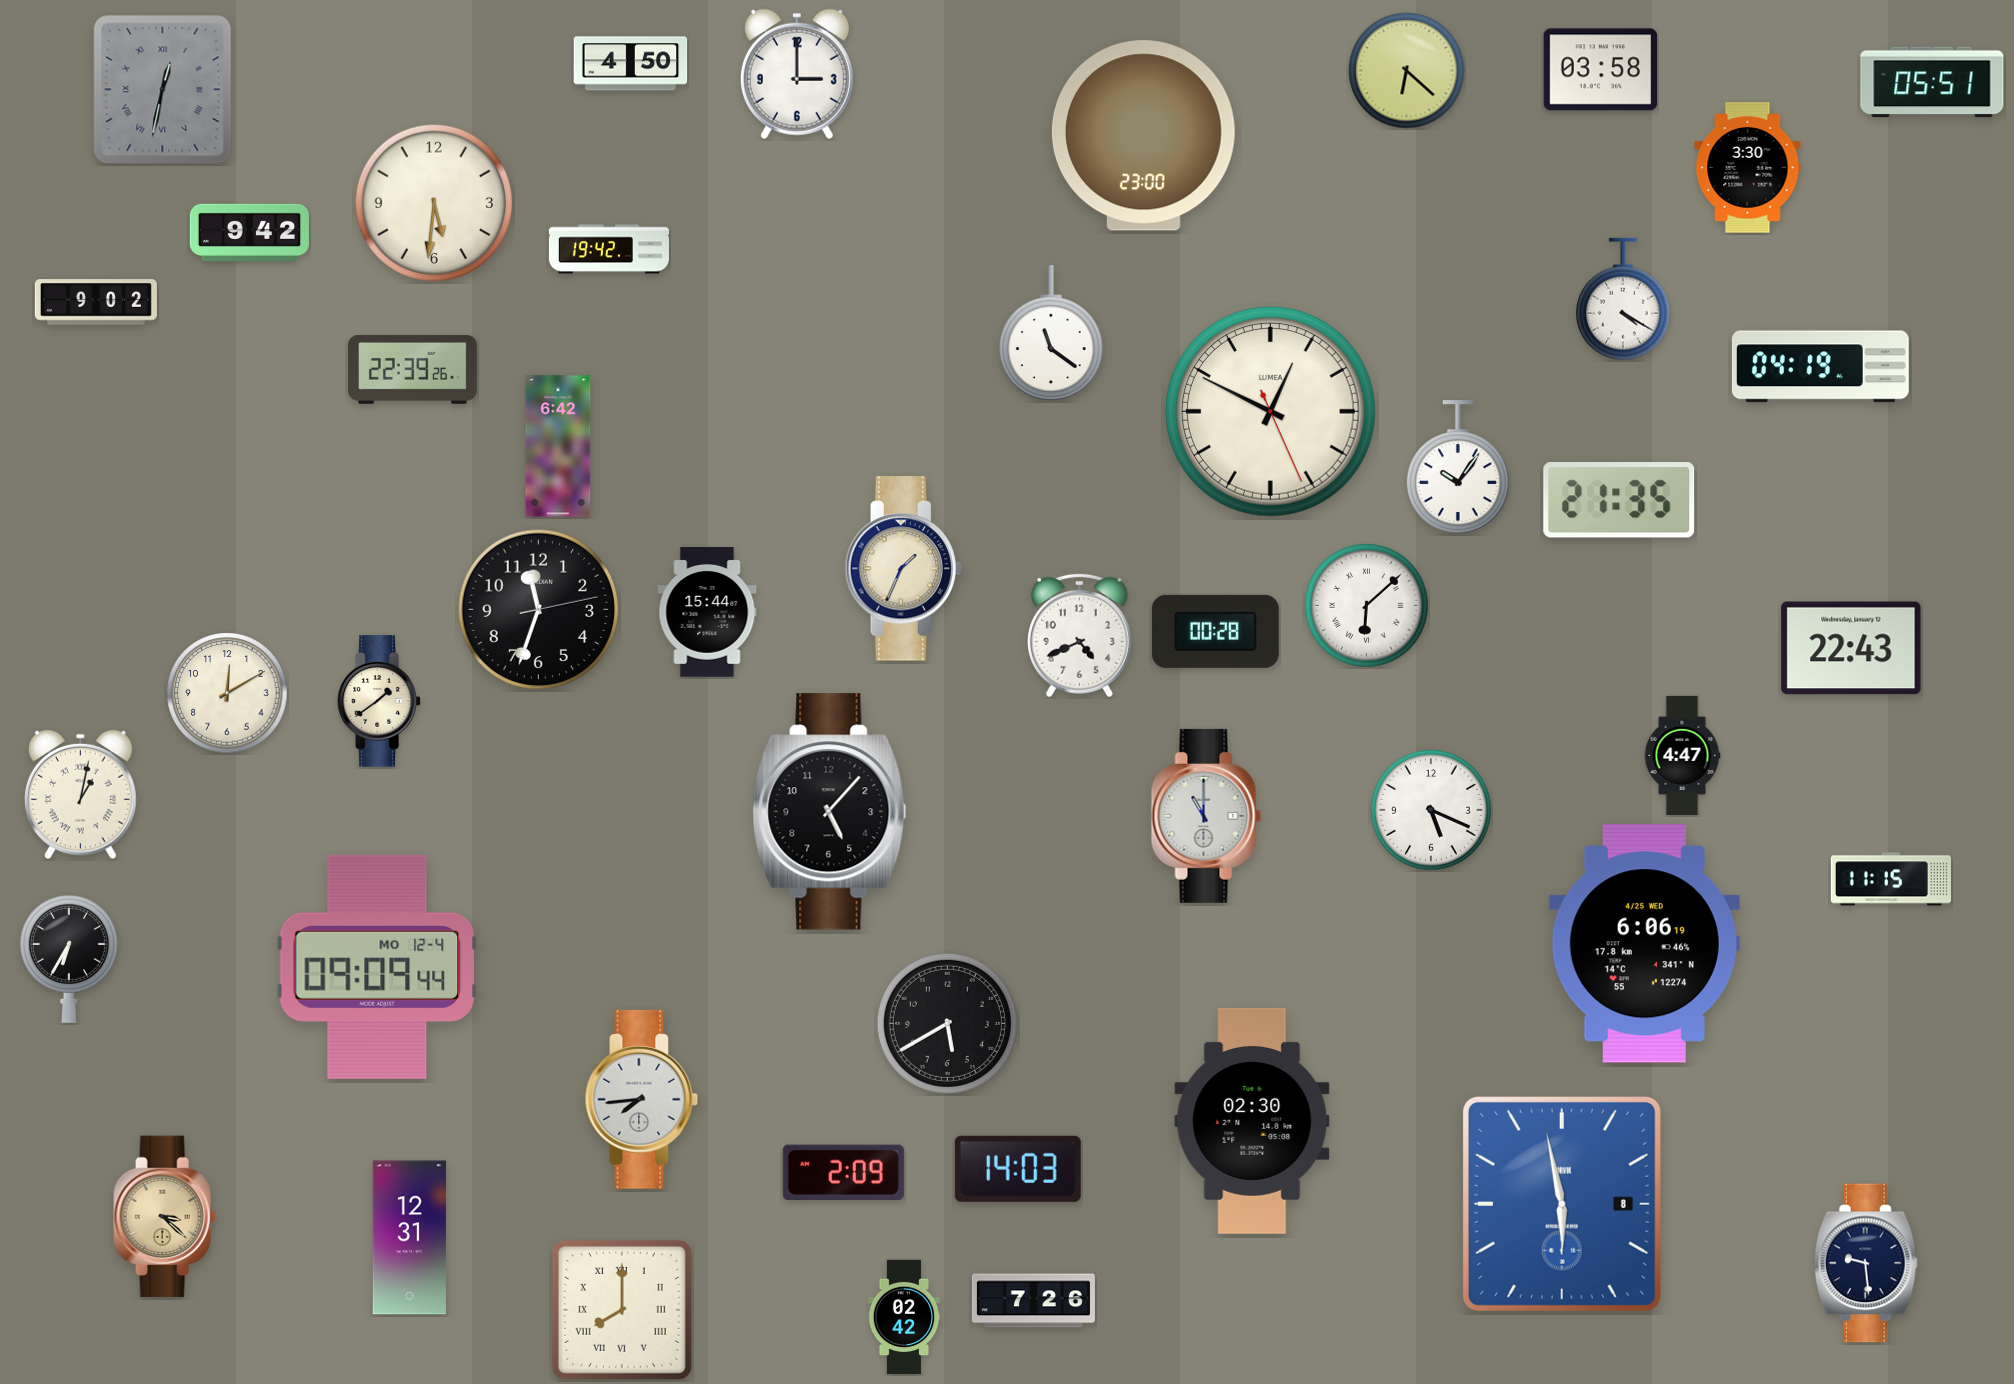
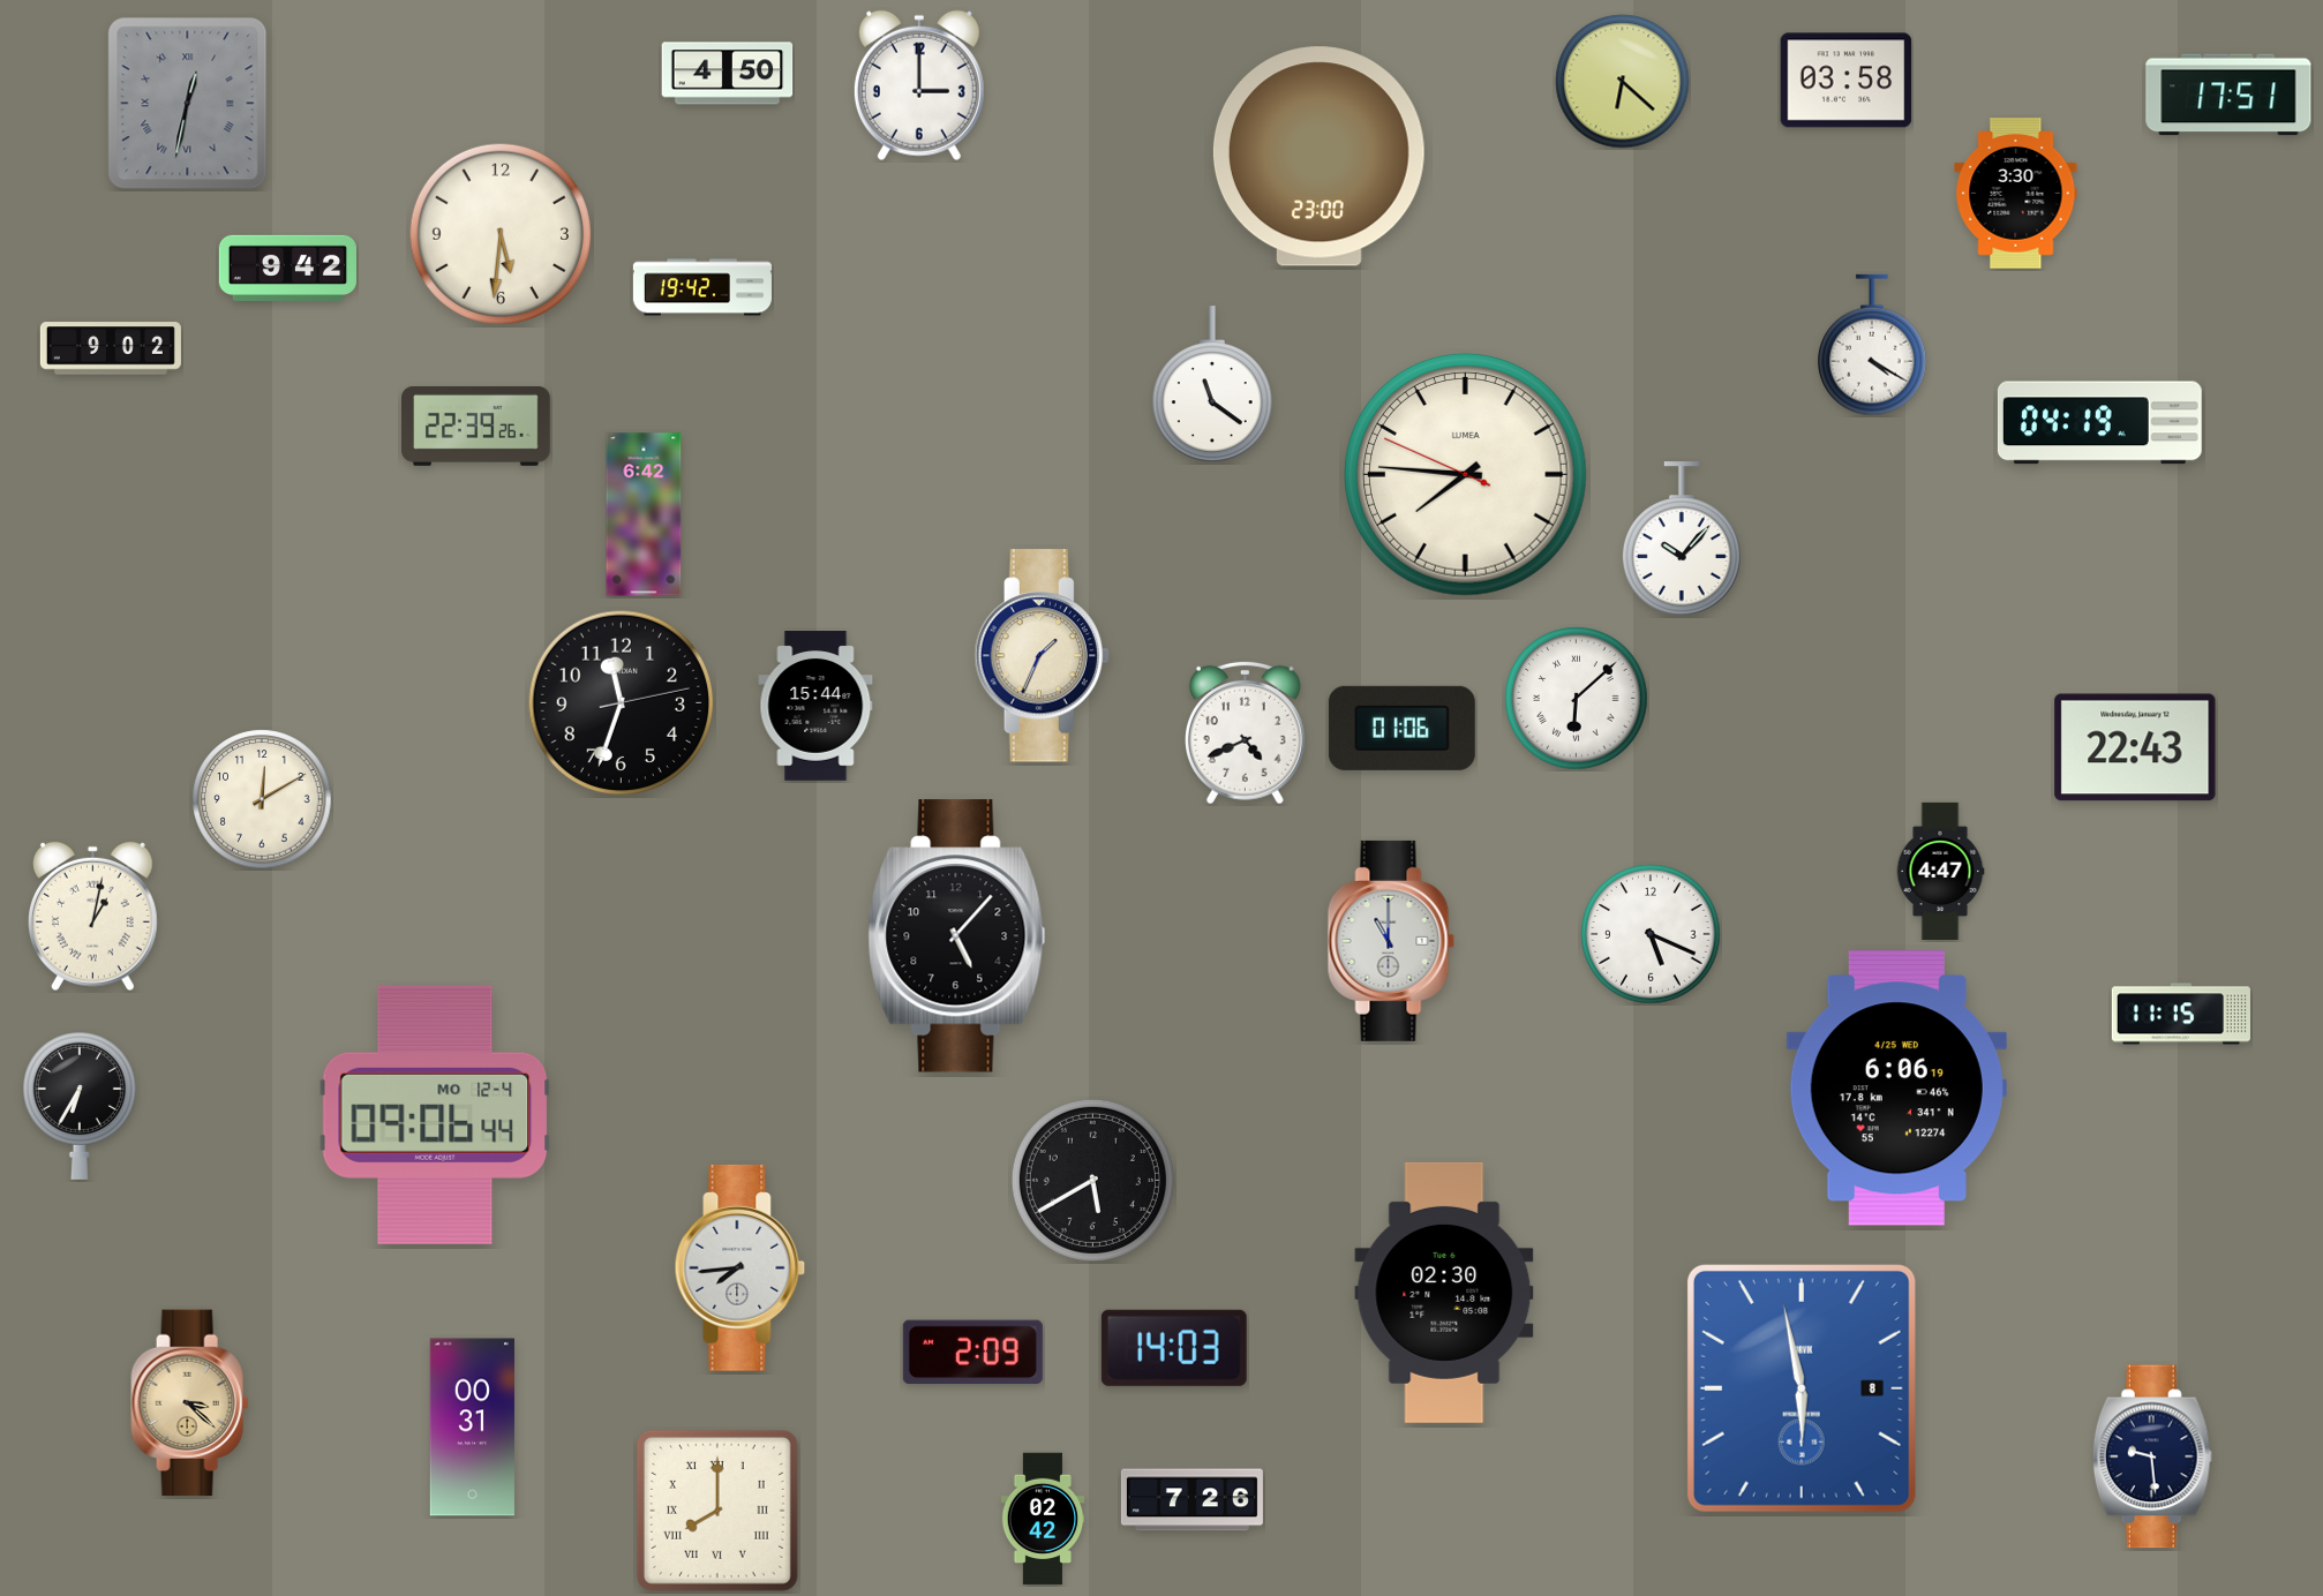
clock at (1932, 82): 05:51 -> 17:51
clock at (1271, 412): 12:49 -> 7:45
clock at (1458, 467): 10:06 -> 10:07
clock at (1619, 501): 21:35 -> none
clock at (1215, 631): 00:28 -> 01:06
clock at (379, 701): 1:39 -> none
clock at (377, 967): 09:09 -> 09:06
clock at (409, 1238): 12:31 -> 00:31
